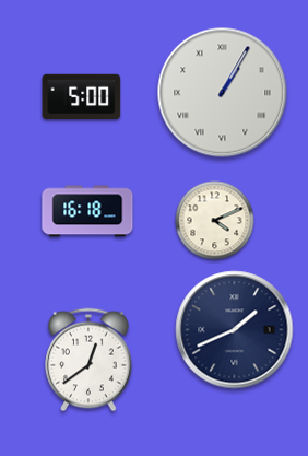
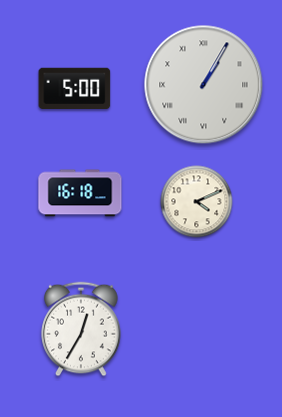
clock at (235, 330): 1:41 -> none
clock at (88, 360): 12:39 -> 12:35
